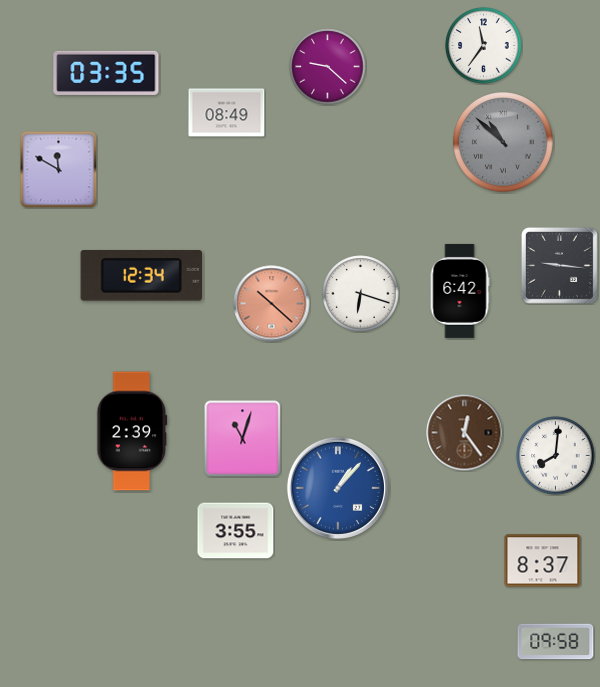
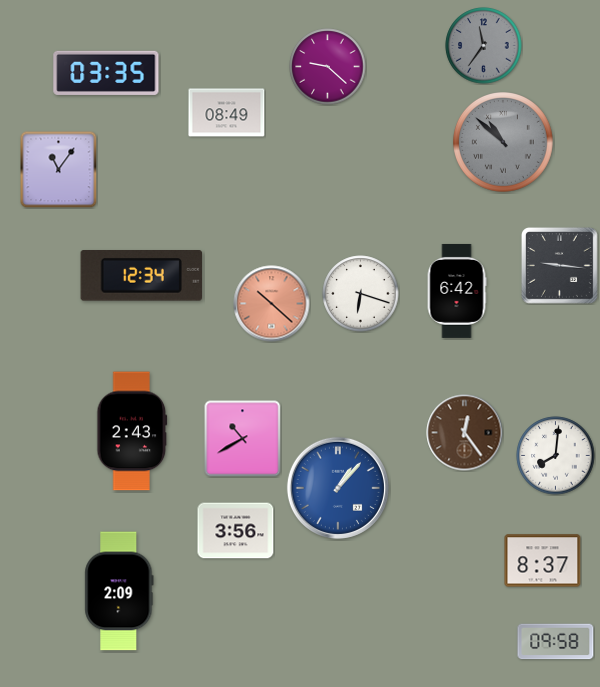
clock at (484, 46) dial: white -> grey
clock at (58, 169): 11:50 -> 11:06
clock at (460, 291) position: (460, 291) -> (457, 291)
clock at (132, 431): 2:39 -> 2:43
clock at (243, 439): 11:03 -> 10:40
clock at (236, 531): 3:55 -> 3:56
clock at (119, 591): none -> 2:09
